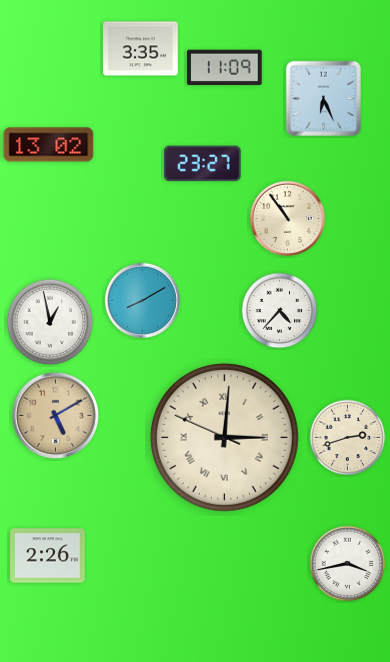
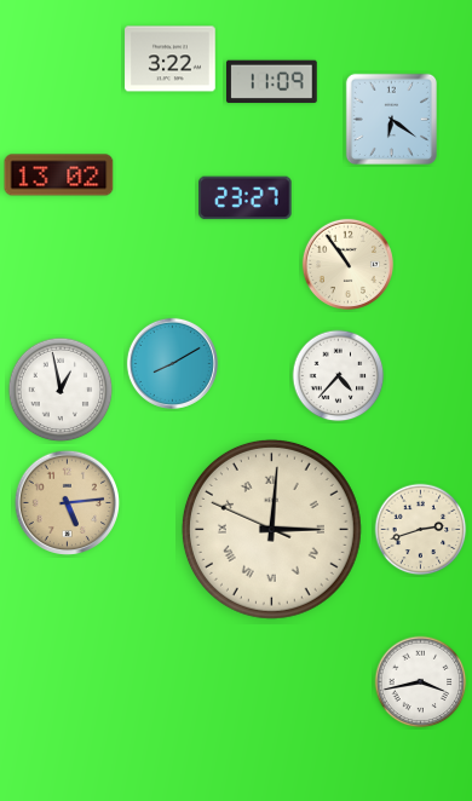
clock at (141, 49): 3:35 -> 3:22
clock at (323, 98): 6:26 -> 6:21
clock at (56, 416): 5:10 -> 5:14
clock at (48, 556): 2:26 -> none
